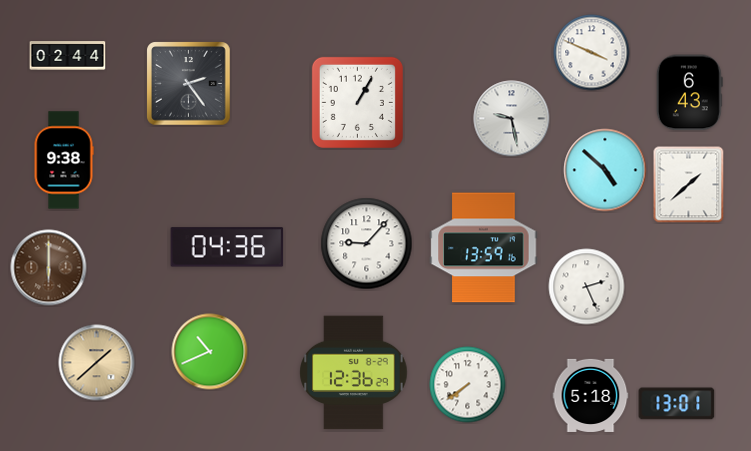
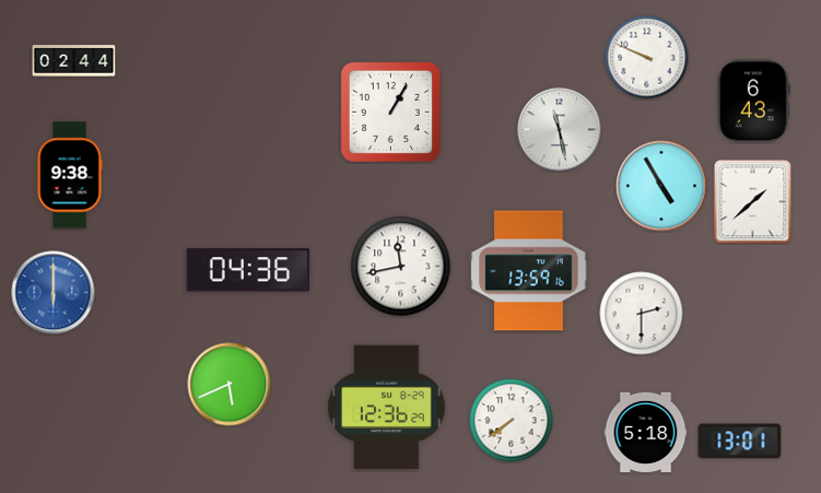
clock at (592, 53): 3:49 -> 9:49
clock at (189, 84): 2:24 -> none
clock at (512, 119): 9:28 -> 11:28
clock at (605, 170): 4:52 -> 4:55
clock at (367, 244): 9:07 -> 11:43
clock at (49, 268) dial: brown -> blue
clock at (587, 287): 2:26 -> 2:30
clock at (210, 352): 10:41 -> 5:41
clock at (97, 363): 1:38 -> none
